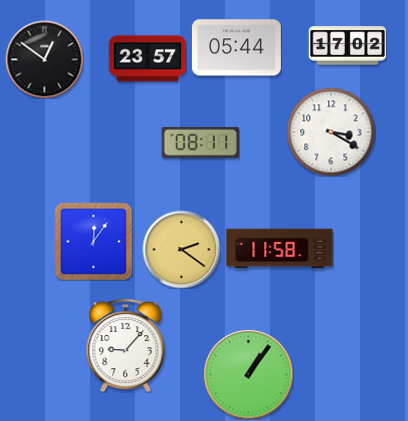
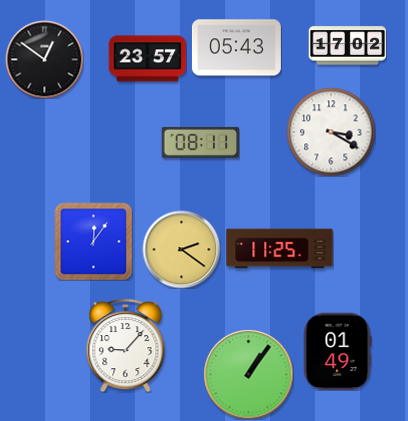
clock at (236, 48): 05:44 -> 05:43
clock at (280, 249): 11:58 -> 11:25
clock at (337, 351): none -> 01:49
